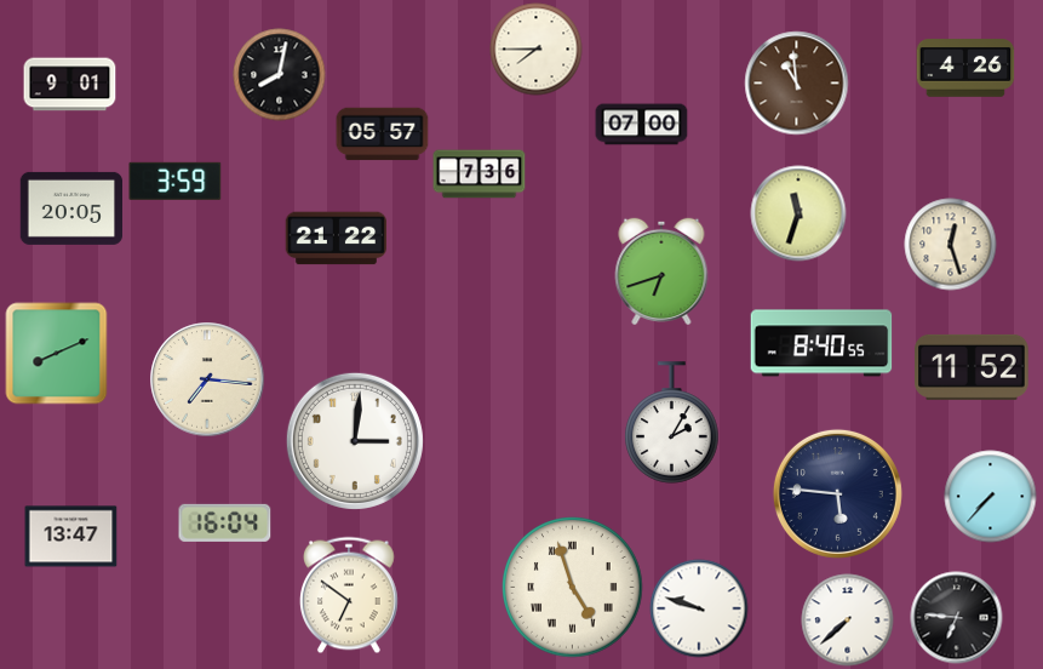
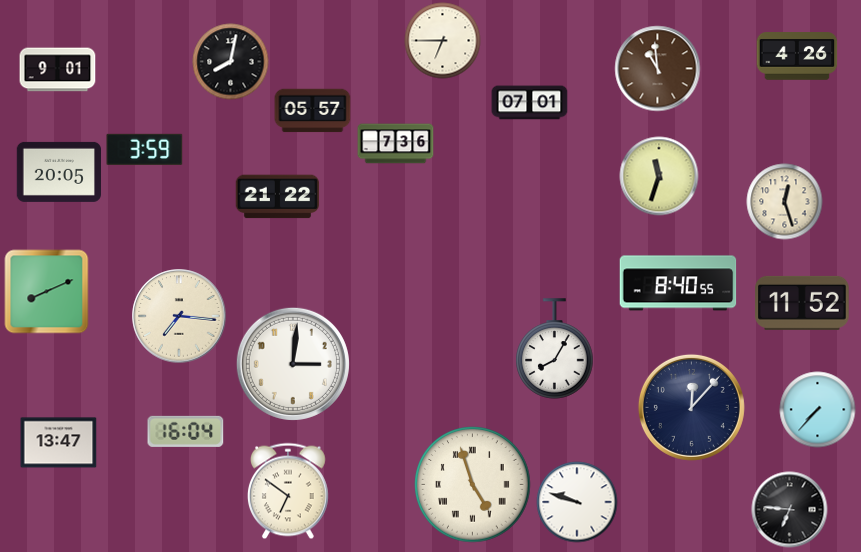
clock at (537, 50): 7:45 -> 6:45
clock at (642, 125): 07:00 -> 07:01
clock at (383, 135) position: (383, 135) -> (313, 111)
clock at (661, 270): 6:42 -> none
clock at (207, 379) position: (207, 379) -> (179, 316)
clock at (672, 423): 2:05 -> 8:05
clock at (837, 493): 5:46 -> 12:07
clock at (848, 621): 7:38 -> none
